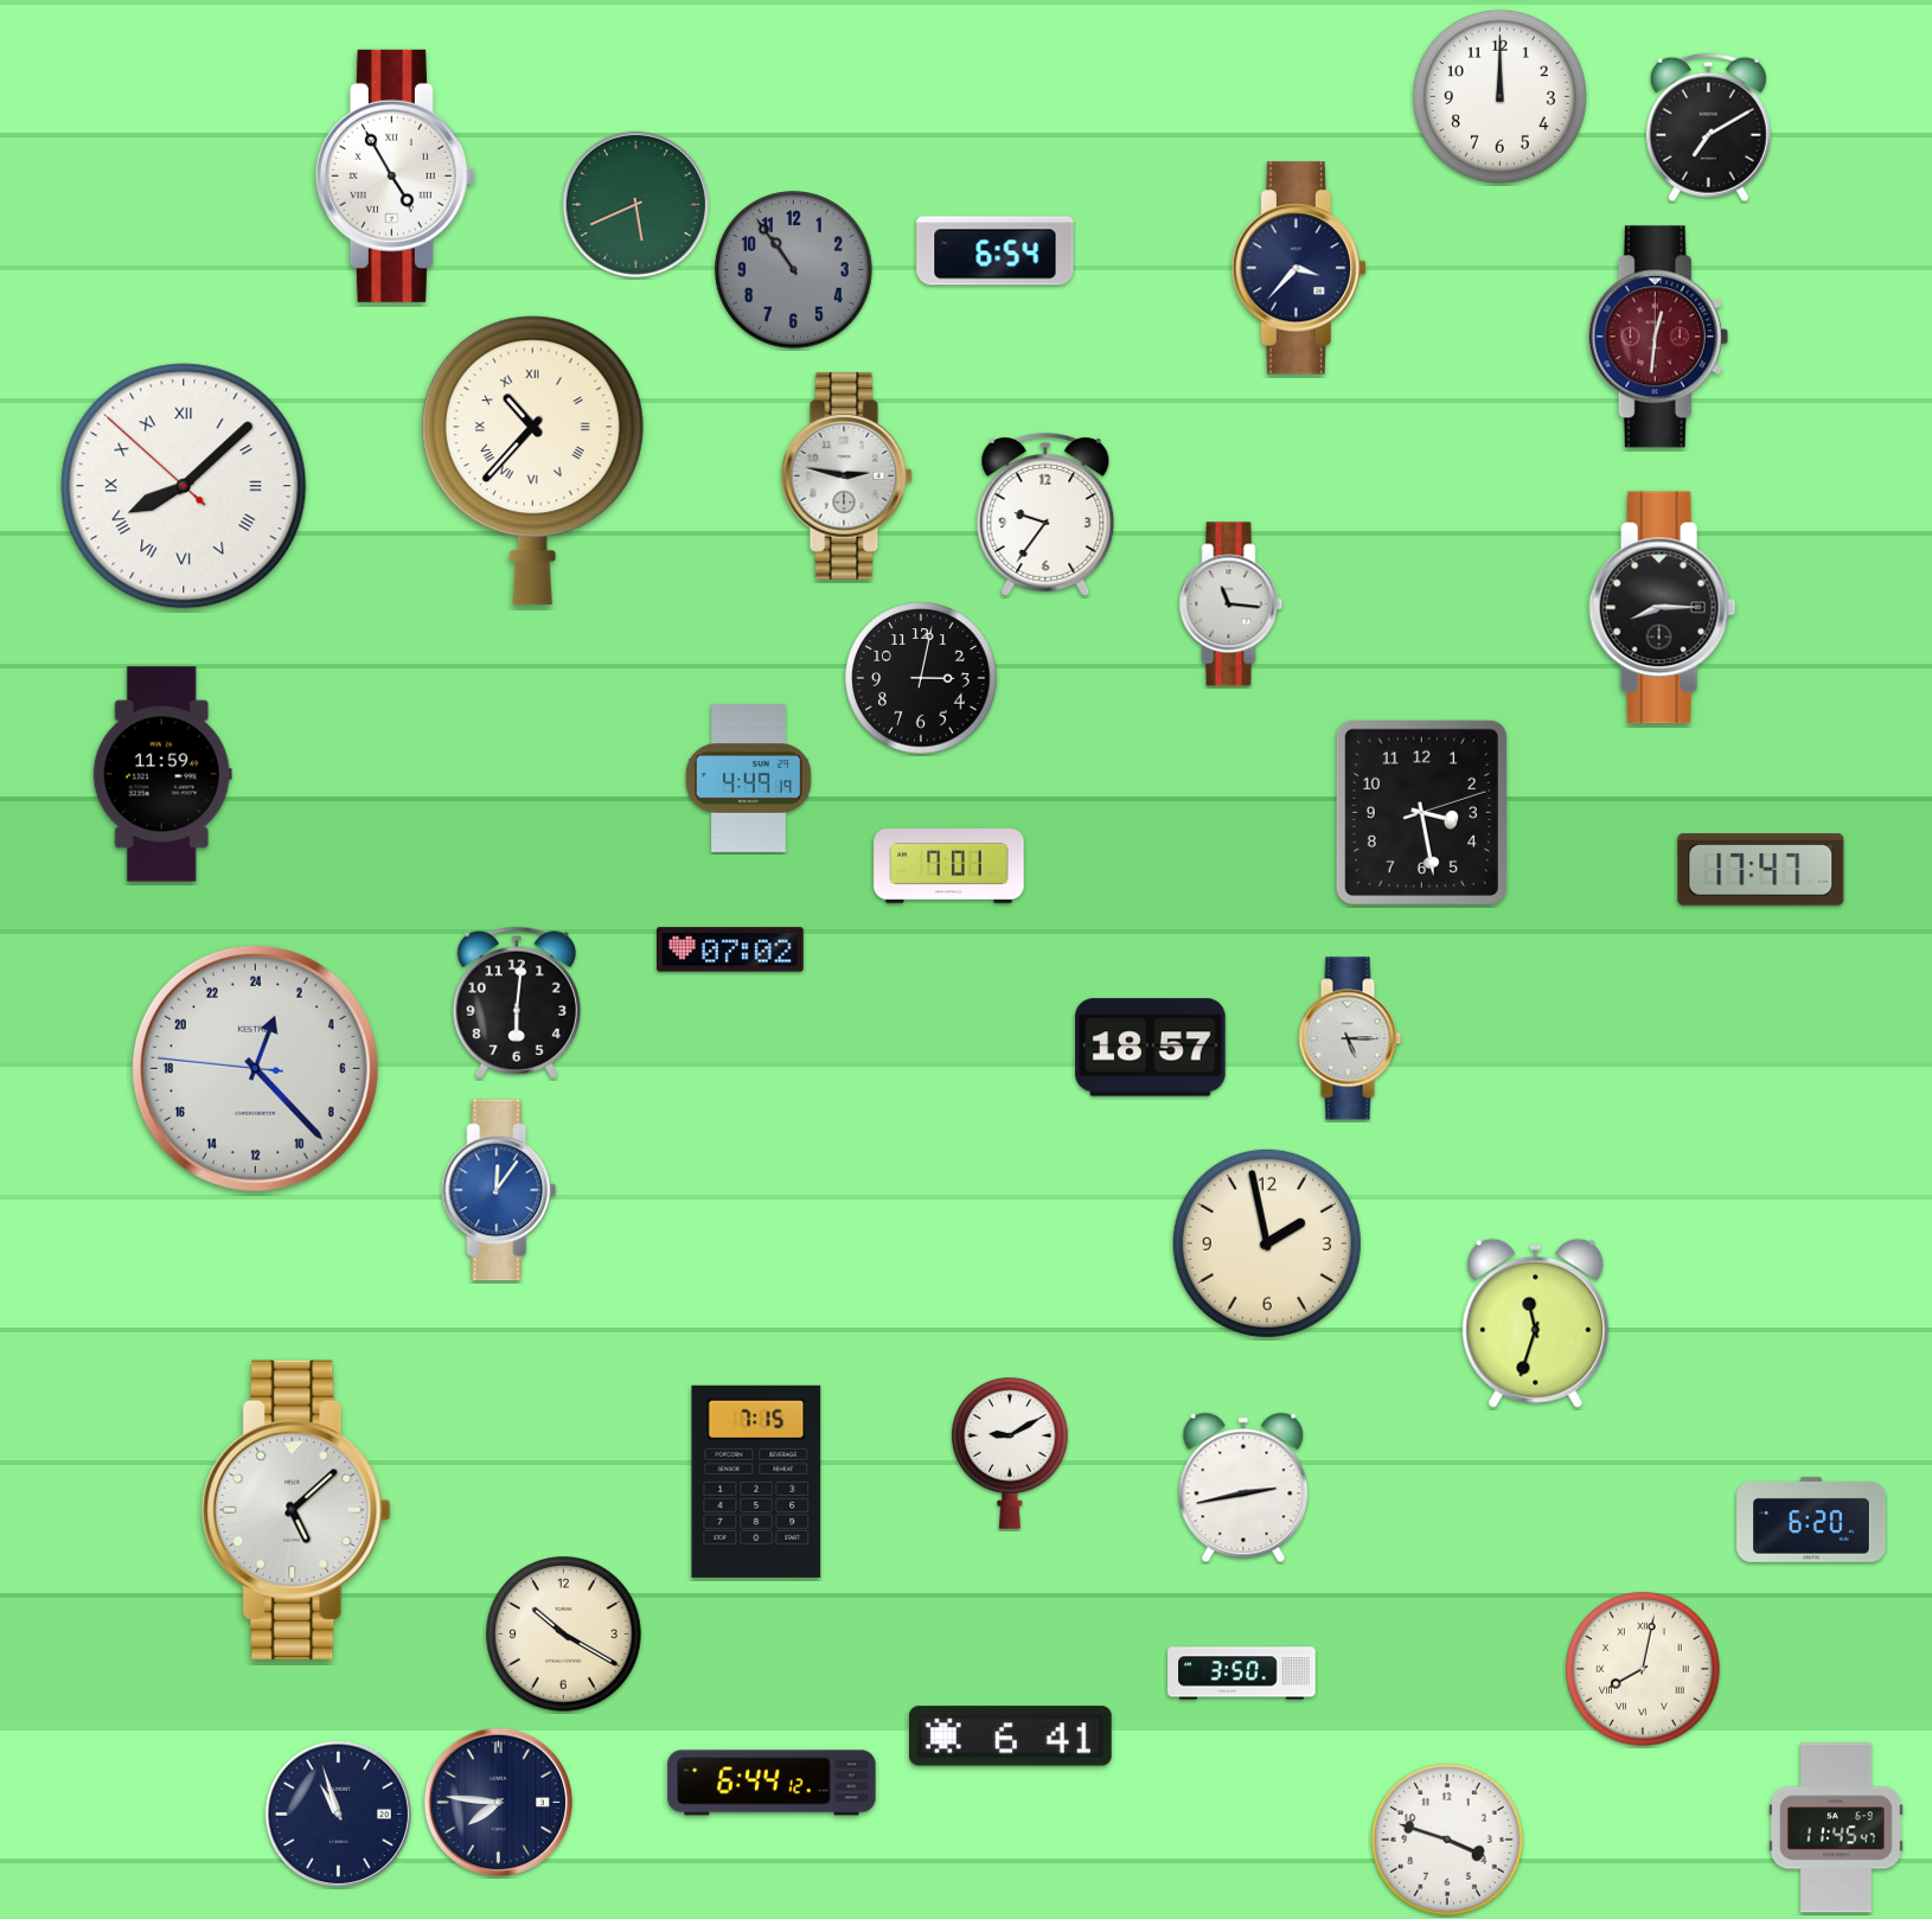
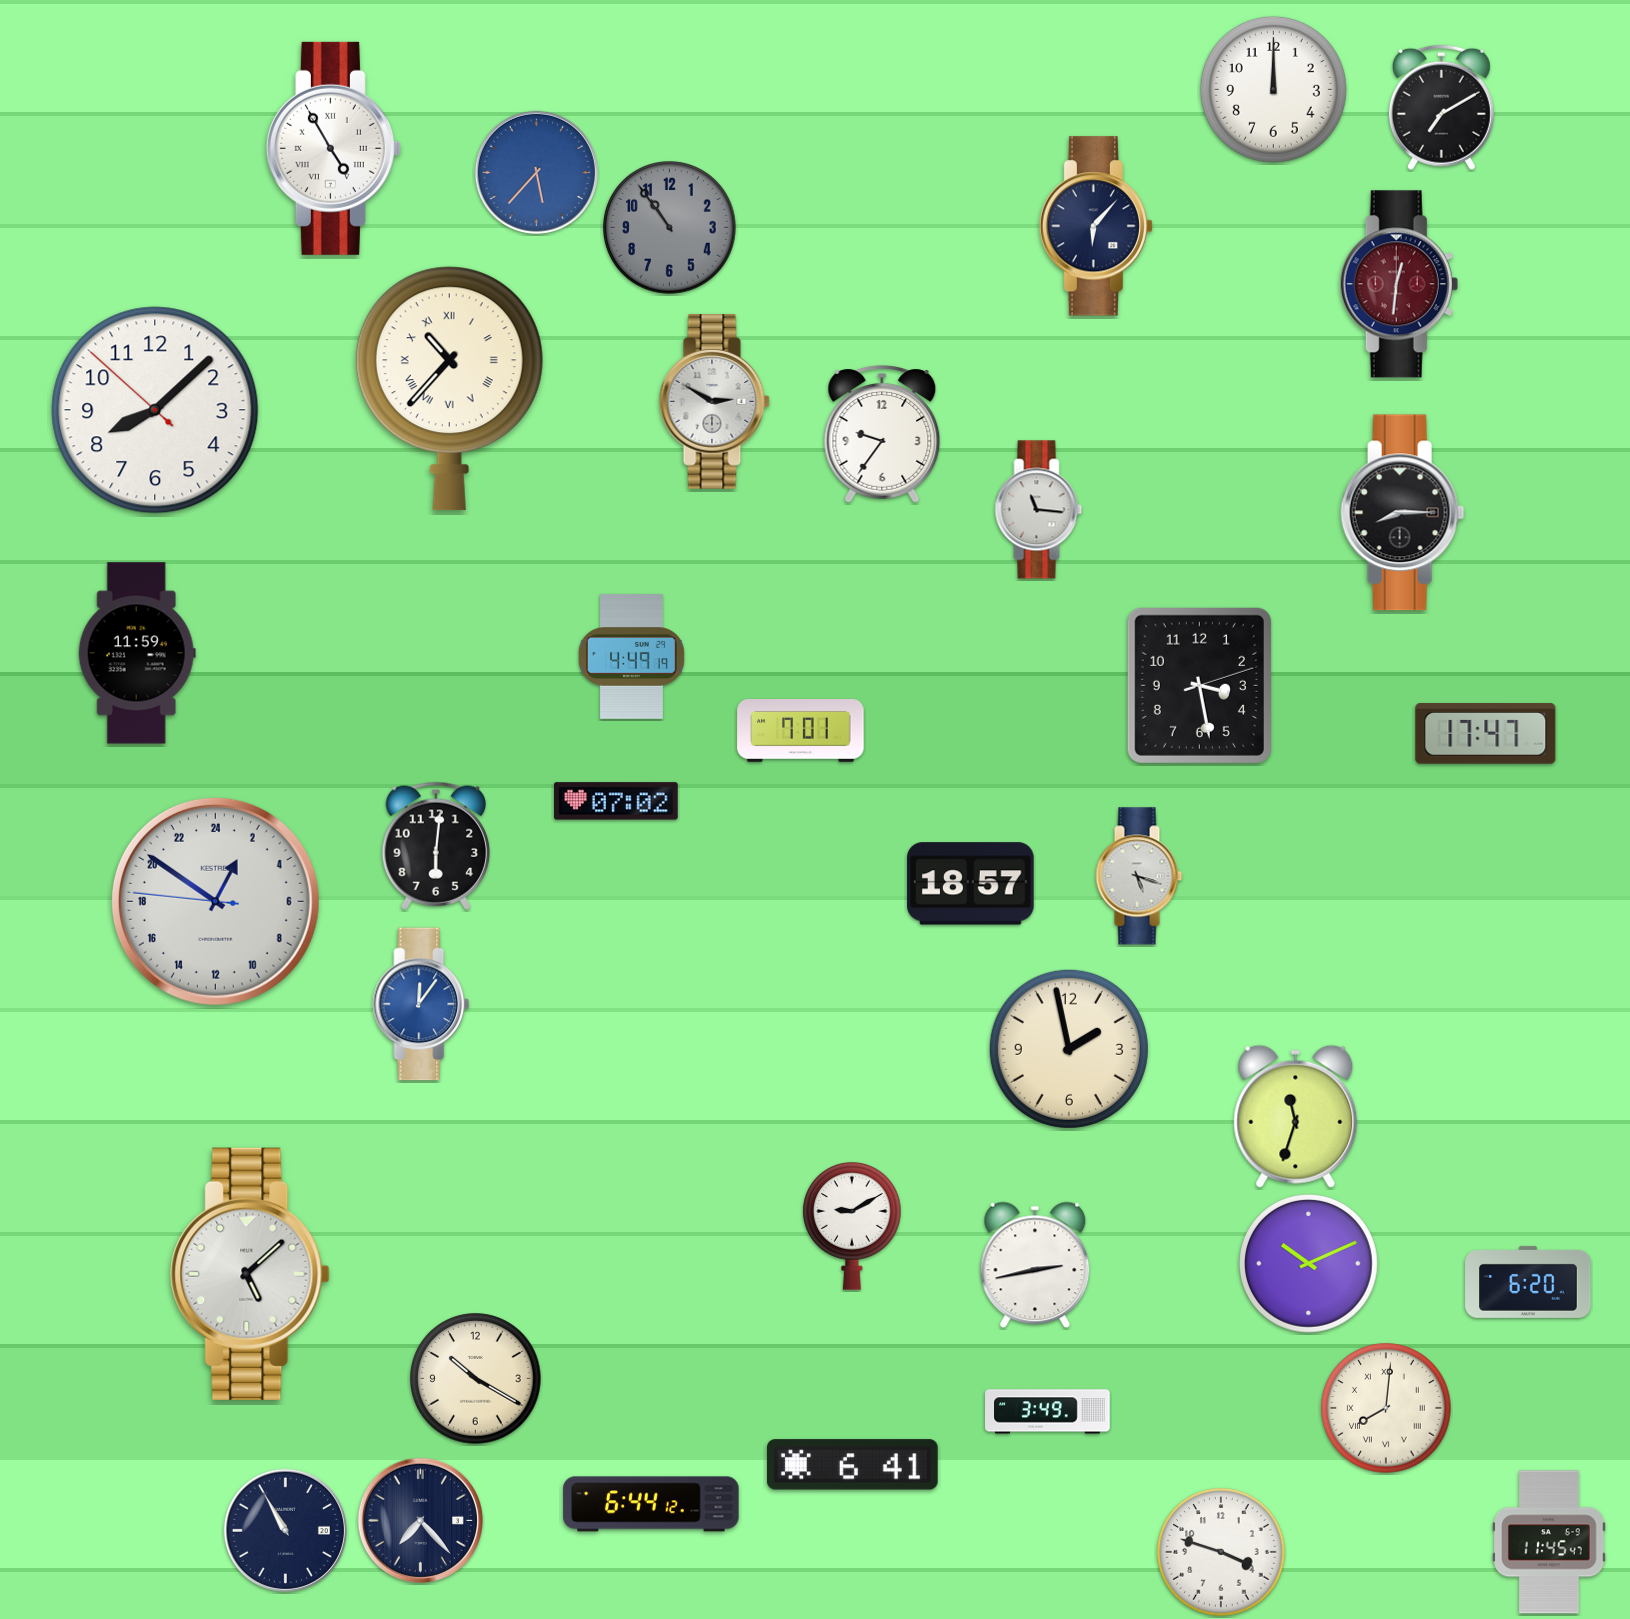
clock at (1499, 96) position: (1499, 96) -> (1273, 89)
clock at (635, 204): 5:41 -> 5:37
clock at (635, 204) dial: green -> blue
clock at (996, 251): 6:54 -> none
clock at (1298, 268): 3:37 -> 6:07
clock at (846, 476): 2:47 -> 2:50
clock at (184, 486) numerals: Roman -> Arabic
clock at (921, 678): 3:02 -> none
clock at (1350, 1038): 5:15 -> 5:18
clock at (255, 1068): 1:22 -> 1:50
clock at (756, 1482): 7:15 -> none
clock at (1243, 1488) position: (1243, 1488) -> (1035, 1265)
clock at (1309, 1264): none -> 10:11
clock at (1643, 1669): 8:02 -> 8:01
clock at (1242, 1674): 3:50 -> 3:49
clock at (498, 1802): 7:46 -> 7:23
clock at (338, 1814): 10:57 -> 10:55
